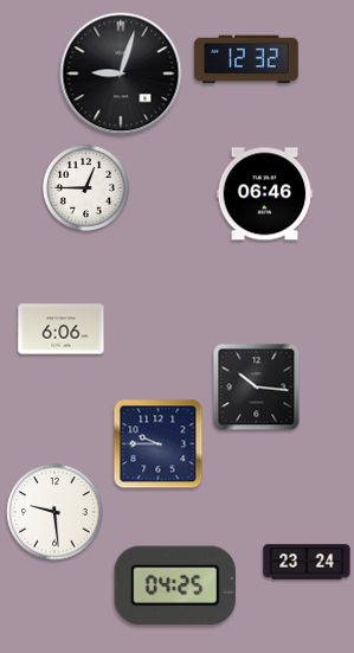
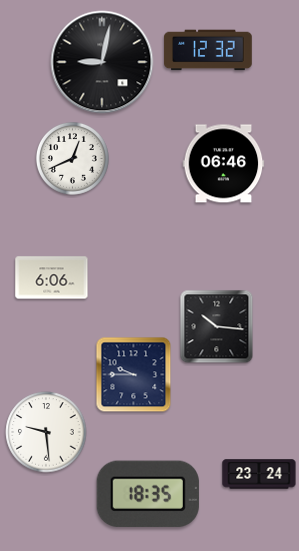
clock at (121, 73): 9:03 -> 9:02
clock at (85, 187): 12:45 -> 12:41
clock at (175, 585): 04:25 -> 18:35
